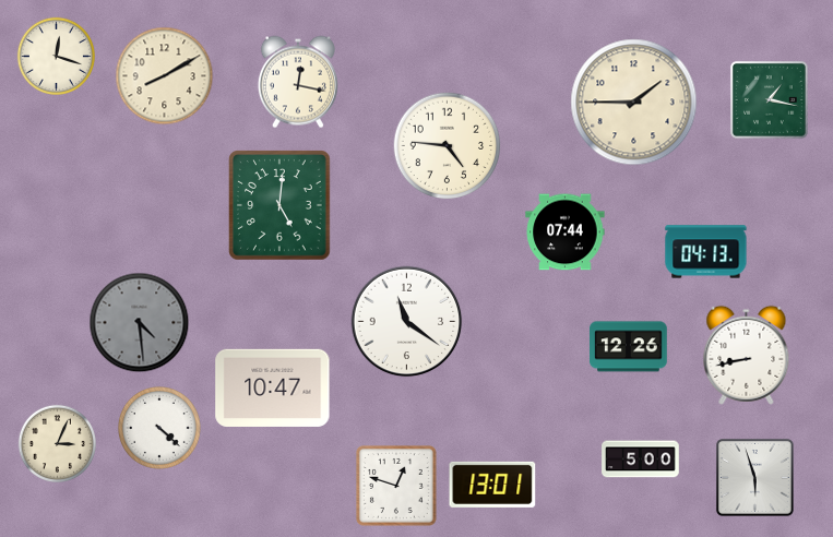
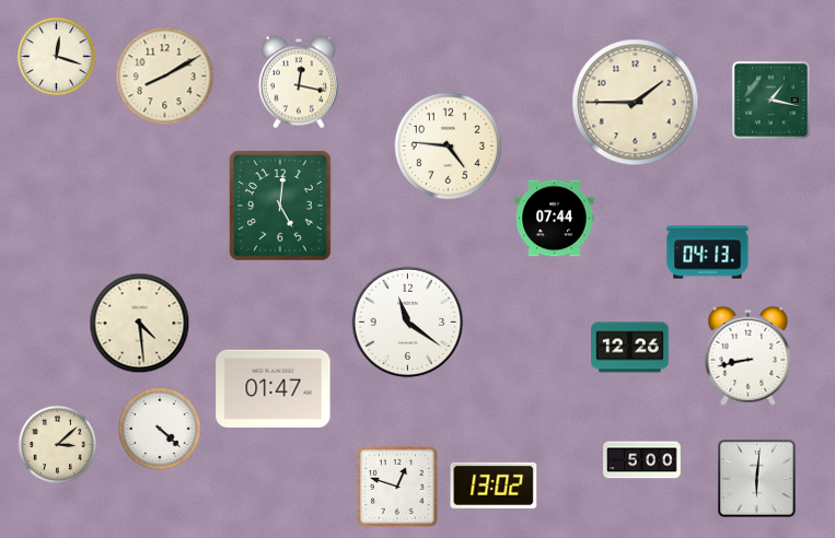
clock at (566, 232) position: (566, 232) -> (555, 219)
clock at (140, 323) dial: grey -> cream
clock at (273, 387): 10:47 -> 01:47
clock at (57, 443): 3:04 -> 3:08
clock at (754, 477): 5:57 -> 6:01
clock at (492, 485): 13:01 -> 13:02
